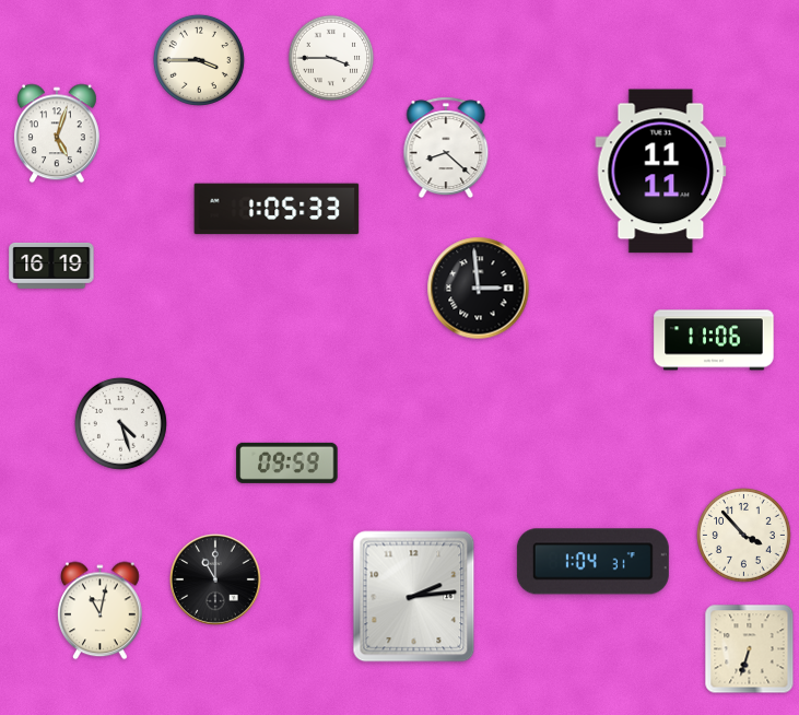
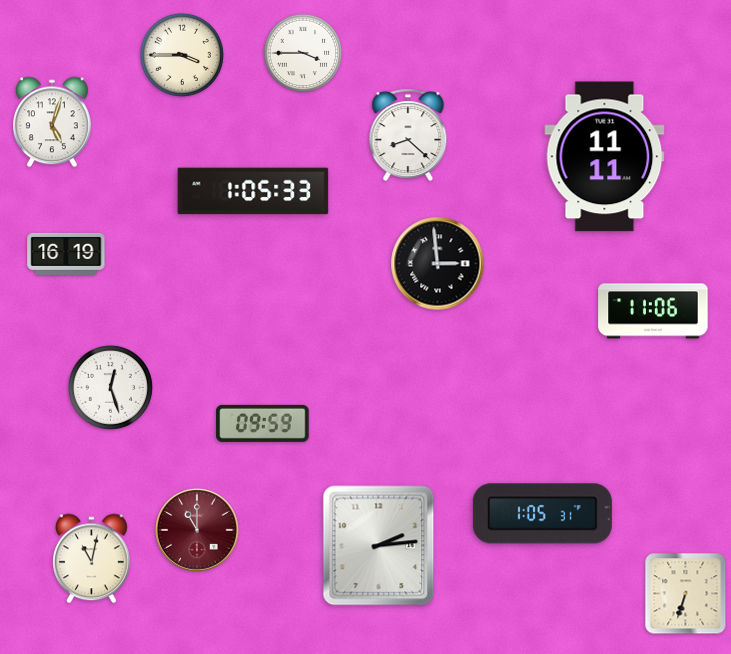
clock at (51, 266) position: (51, 266) -> (66, 254)
clock at (120, 423): 4:27 -> 12:27
clock at (744, 536): 3:53 -> none
clock at (592, 562): 1:04 -> 1:05
clock at (215, 579) dial: black -> burgundy
